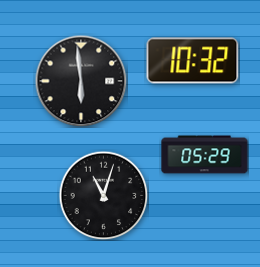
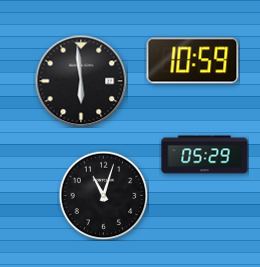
clock at (193, 61): 10:32 -> 10:59
